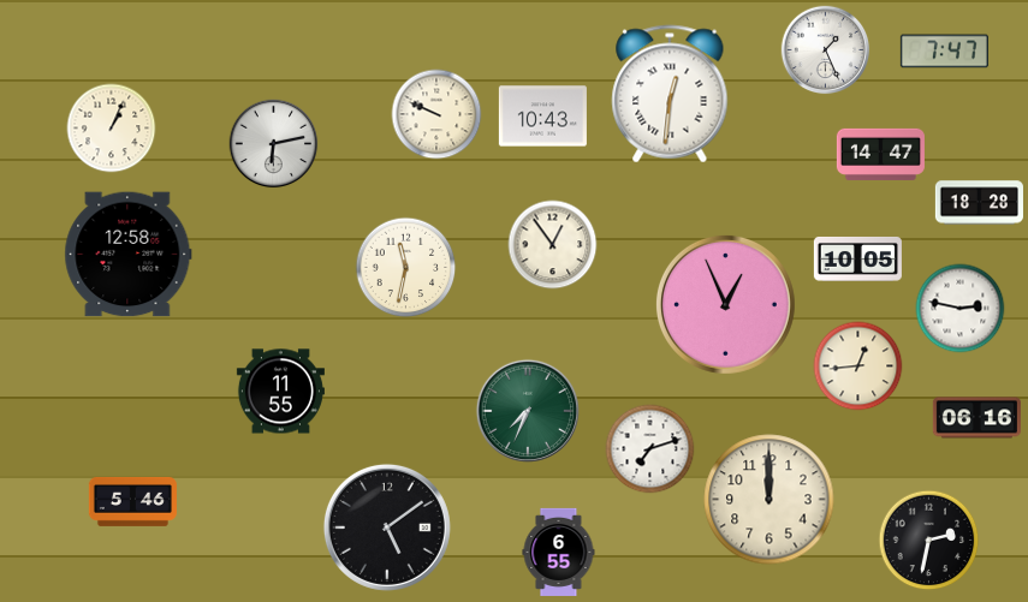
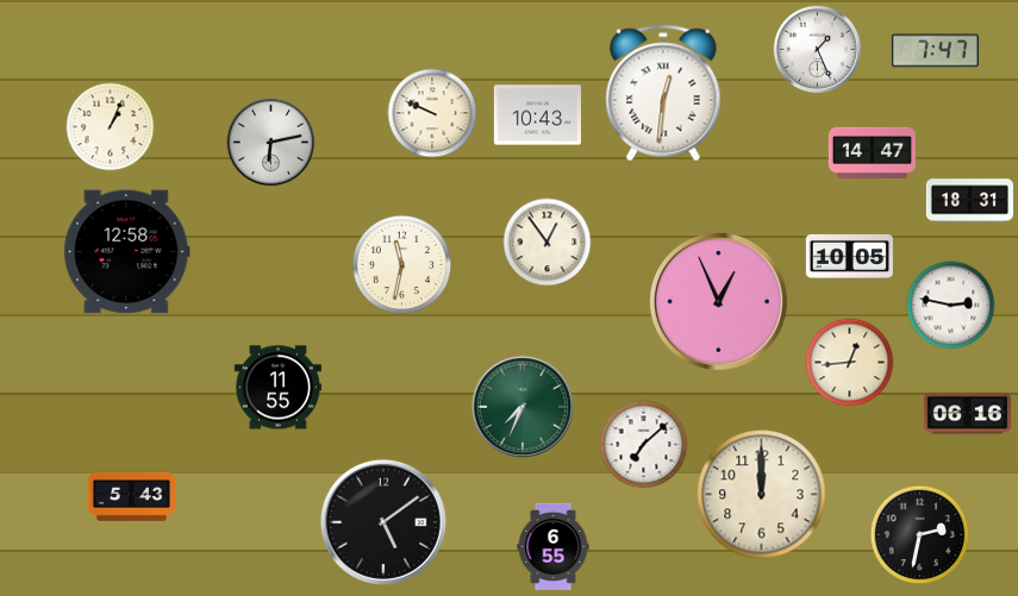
clock at (979, 203): 18:28 -> 18:31
clock at (650, 449): 7:12 -> 7:08
clock at (132, 501): 5:46 -> 5:43
